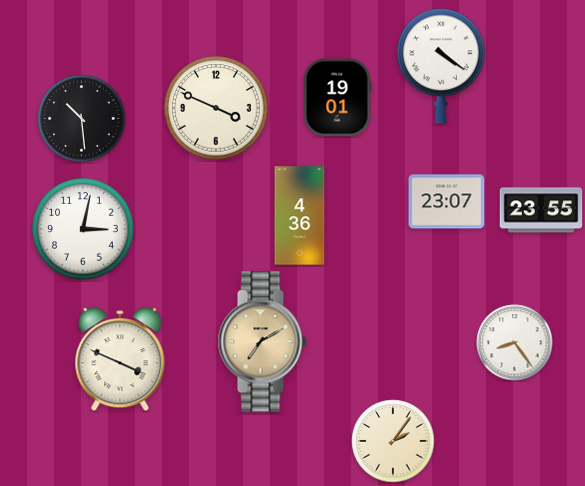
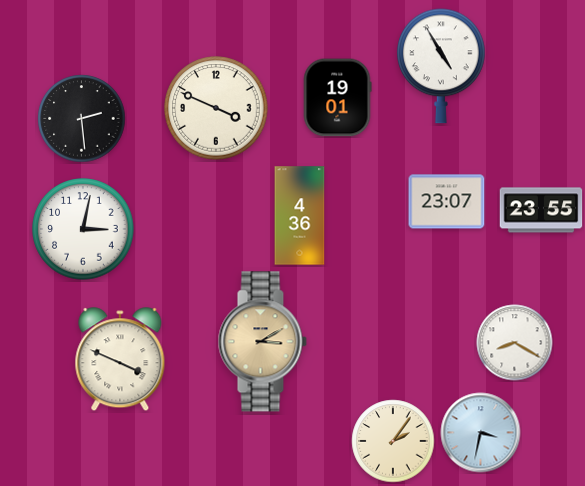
clock at (442, 66): 4:21 -> 4:55
clock at (82, 119): 10:29 -> 2:29
clock at (262, 342): 7:10 -> 3:10
clock at (515, 343): 8:24 -> 8:20
clock at (481, 433): none -> 3:32
